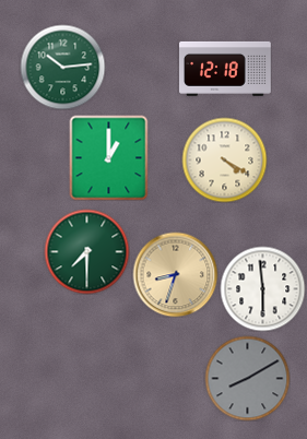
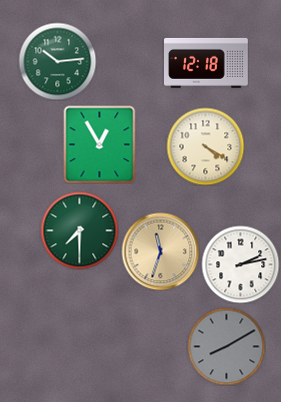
clock at (109, 157): 1:00 -> 12:55
clock at (175, 274): 8:33 -> 11:33
clock at (262, 288): 5:59 -> 2:13
